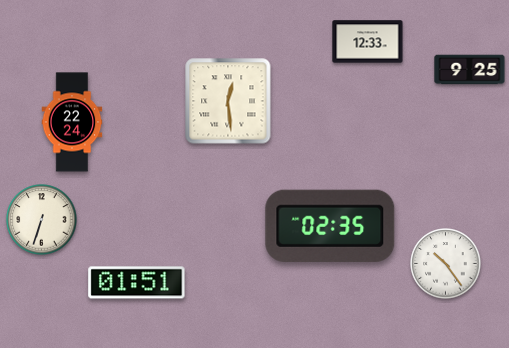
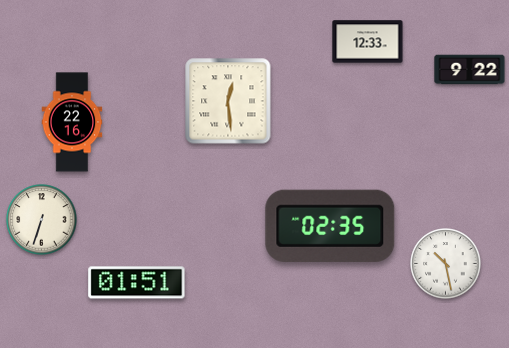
clock at (470, 70): 9:25 -> 9:22
clock at (72, 122): 22:24 -> 22:16
clock at (446, 264): 10:24 -> 10:28
